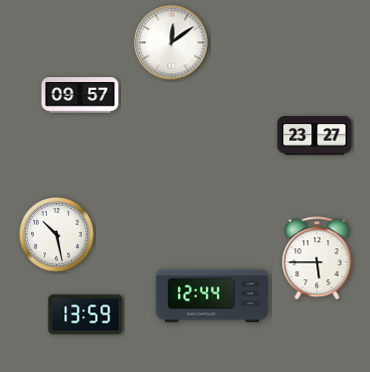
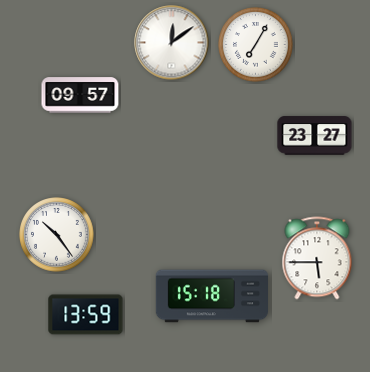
clock at (256, 45): none -> 7:05
clock at (57, 235): 10:28 -> 10:24
clock at (211, 296): 12:44 -> 15:18
